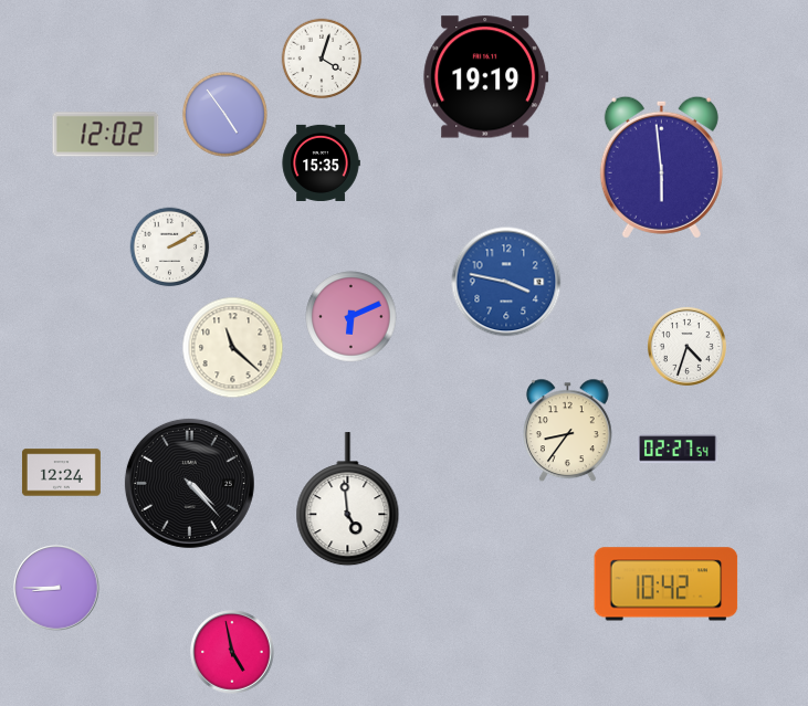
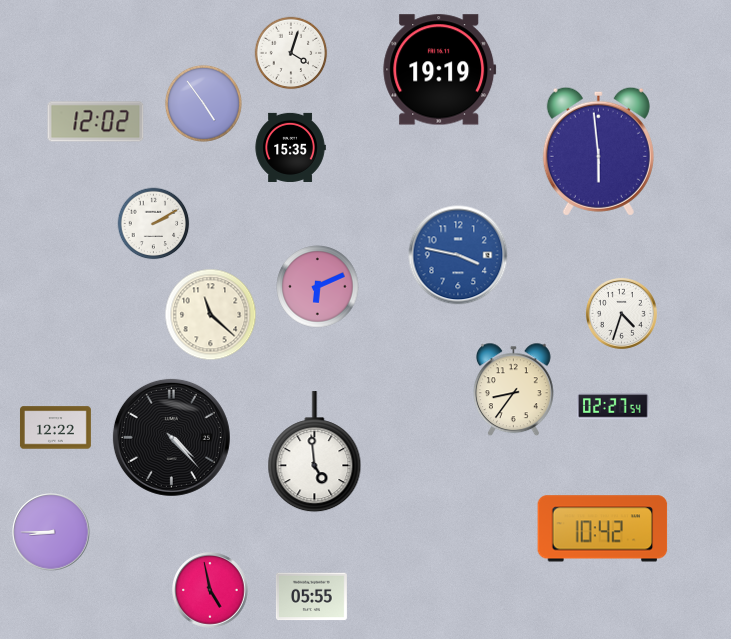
clock at (61, 473): 12:24 -> 12:22
clock at (311, 597): none -> 05:55
